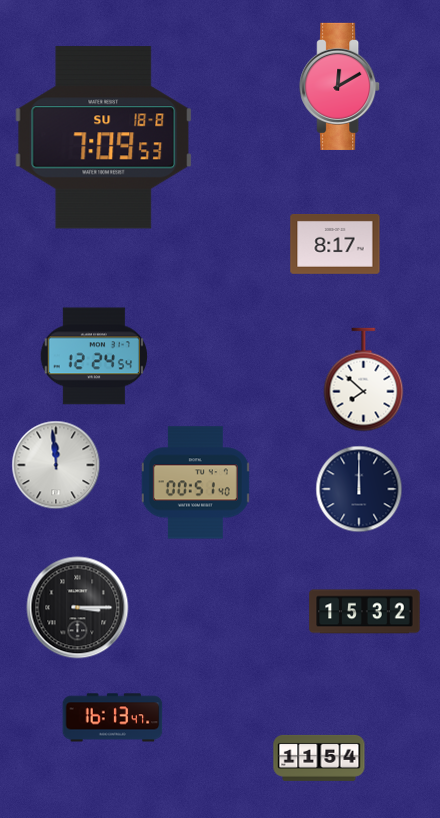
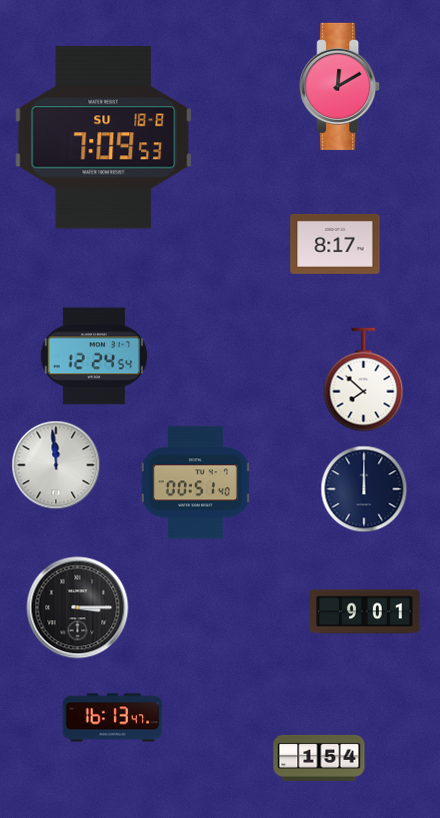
clock at (359, 489) position: (359, 489) -> (364, 489)
clock at (365, 612): 15:32 -> 9:01
clock at (319, 758): 11:54 -> 1:54
